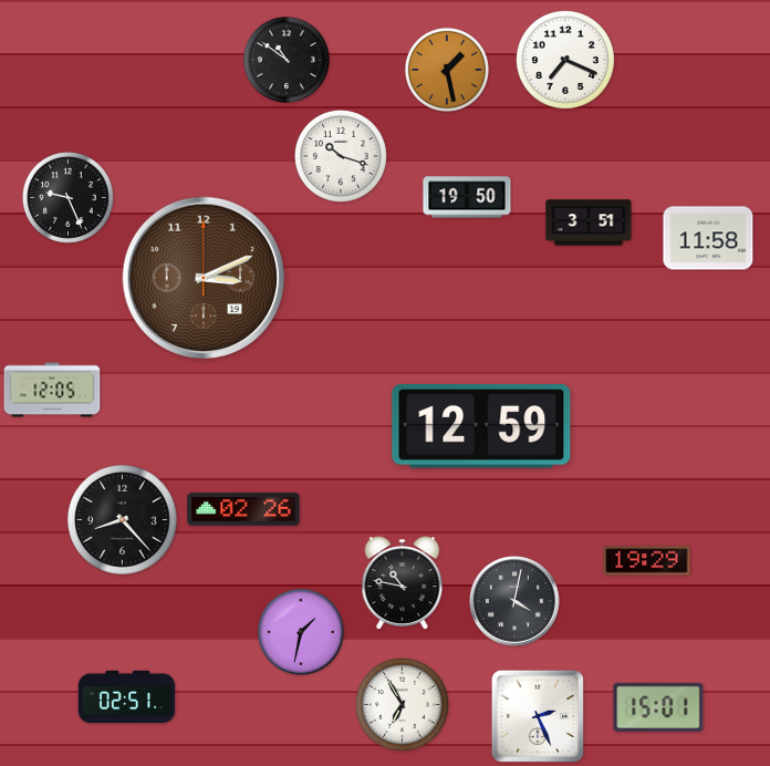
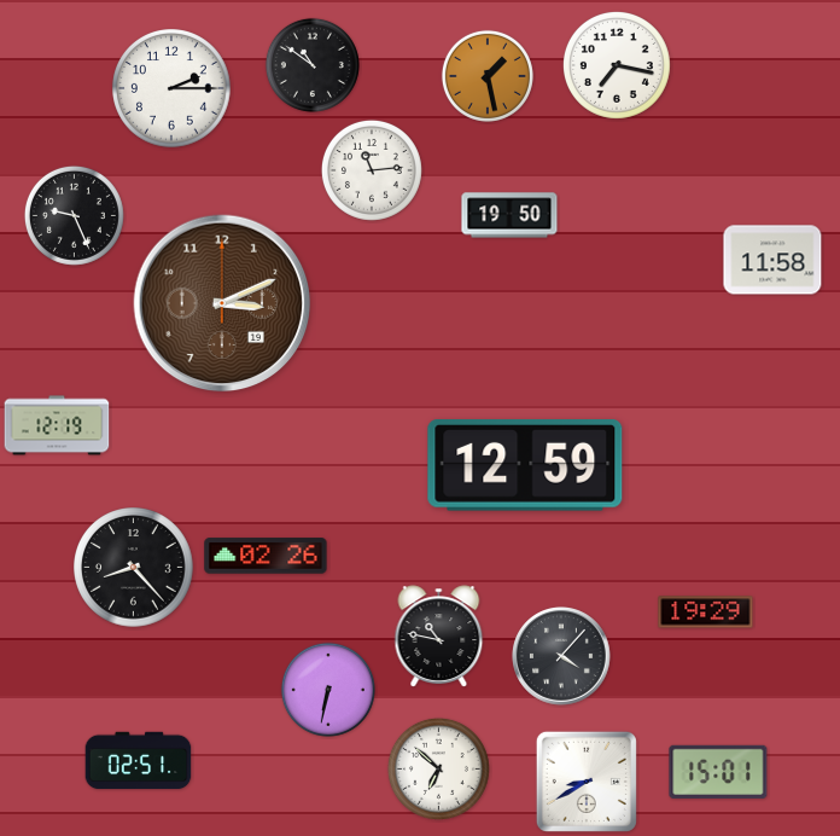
clock at (565, 60): 7:19 -> 7:17
clock at (171, 88): none -> 2:15
clock at (341, 156): 10:18 -> 11:14
clock at (589, 222): 3:51 -> none
clock at (52, 390): 12:05 -> 12:19
clock at (514, 601): 4:02 -> 4:07
clock at (301, 632): 1:32 -> 6:32
clock at (402, 704): 6:55 -> 6:52
clock at (538, 716): 2:26 -> 8:40
